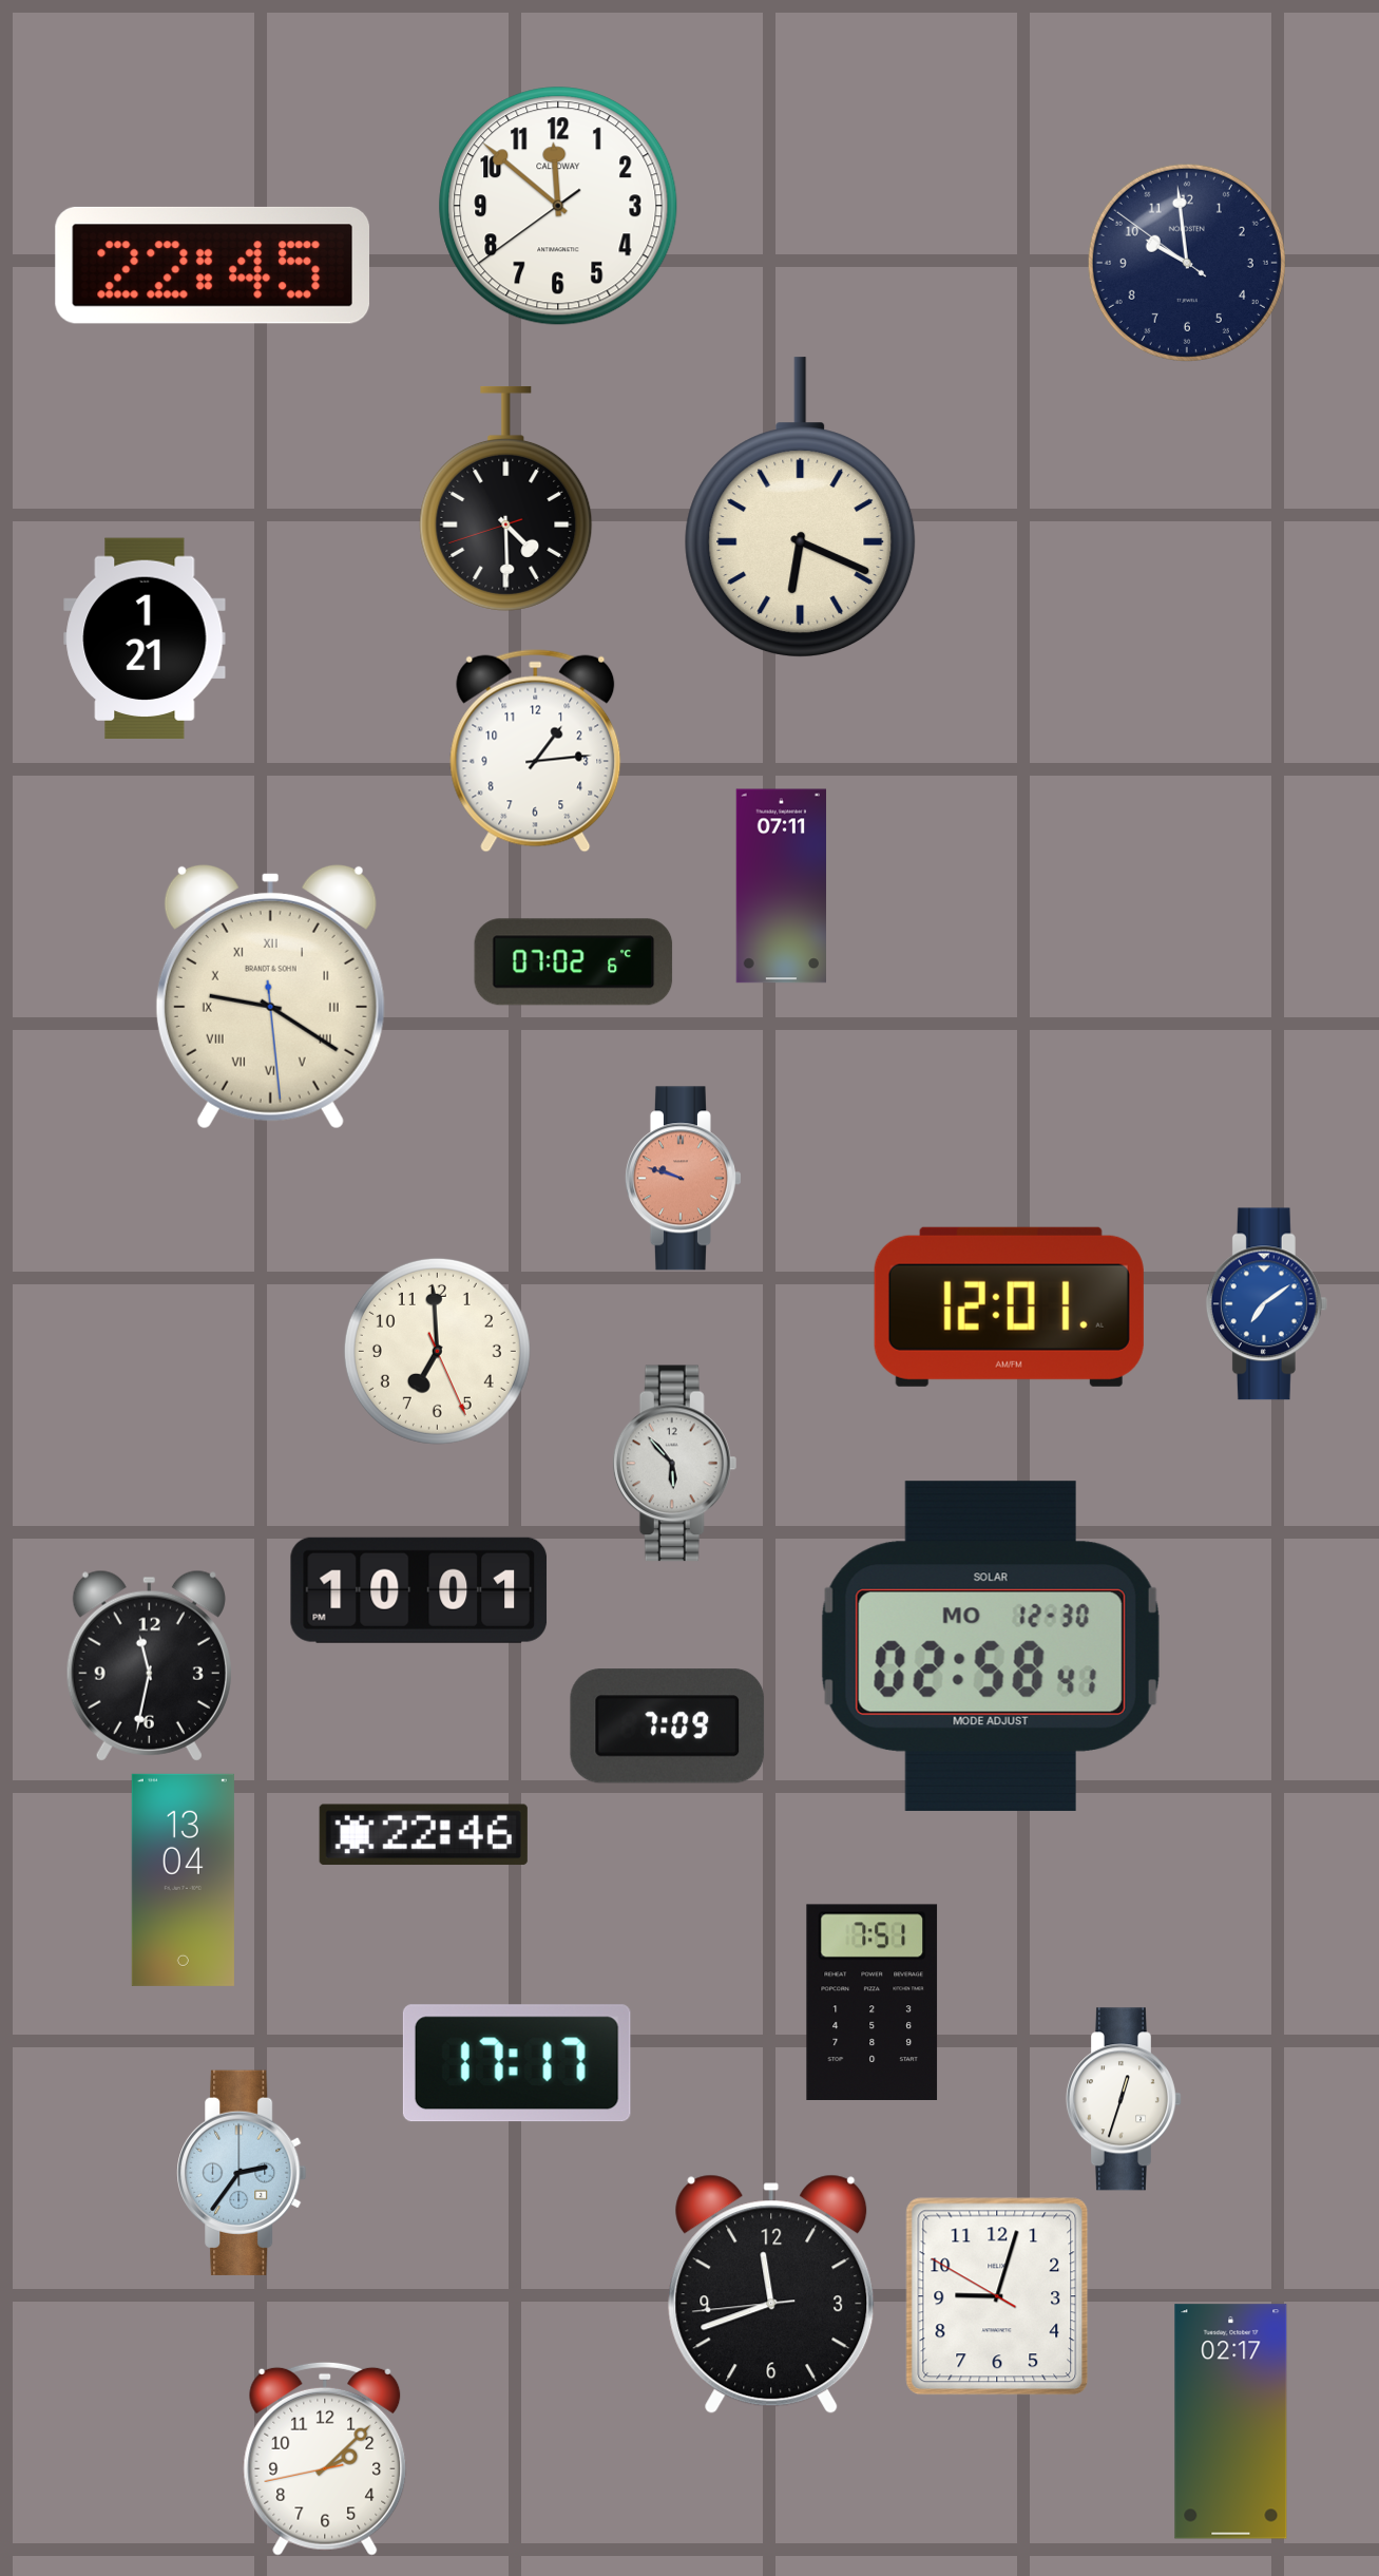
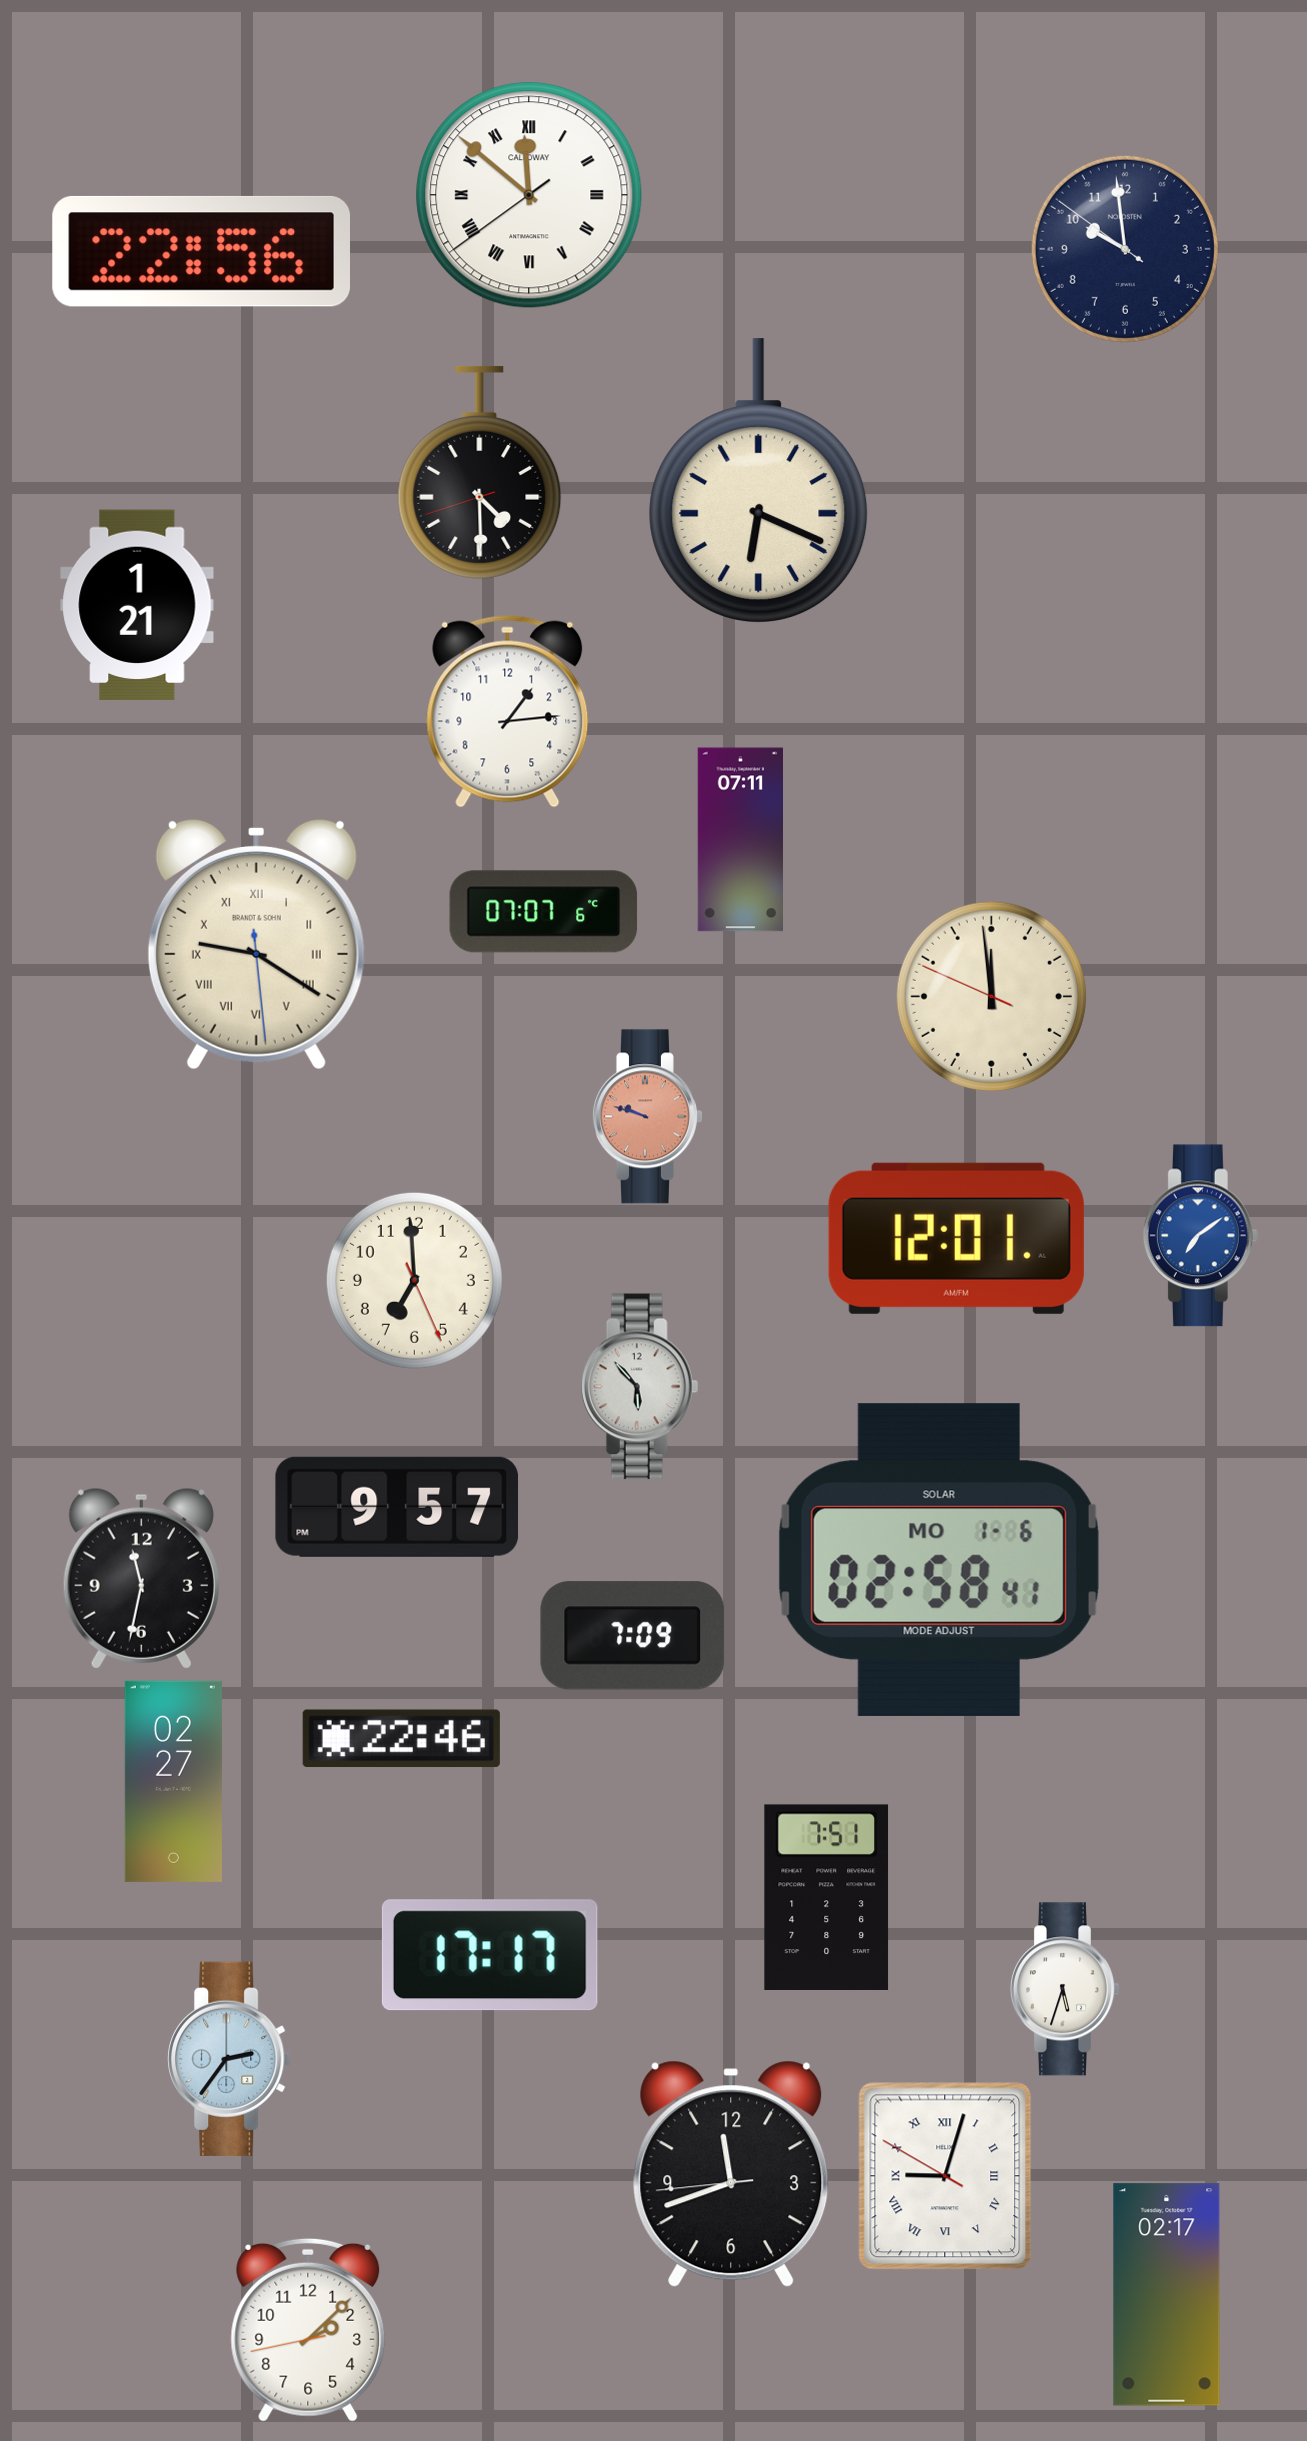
clock at (558, 206) numerals: Arabic -> Roman
clock at (212, 265): 22:45 -> 22:56
clock at (574, 962): 07:02 -> 07:07
clock at (991, 996): none -> 11:58
clock at (419, 1590): 10:01 -> 9:57
clock at (991, 1646) date: MO 12-30 -> MO 1-6
clock at (183, 1879): 13:04 -> 02:27
clock at (1124, 2099): 12:33 -> 5:33
clock at (997, 2296) numerals: Arabic -> Roman
